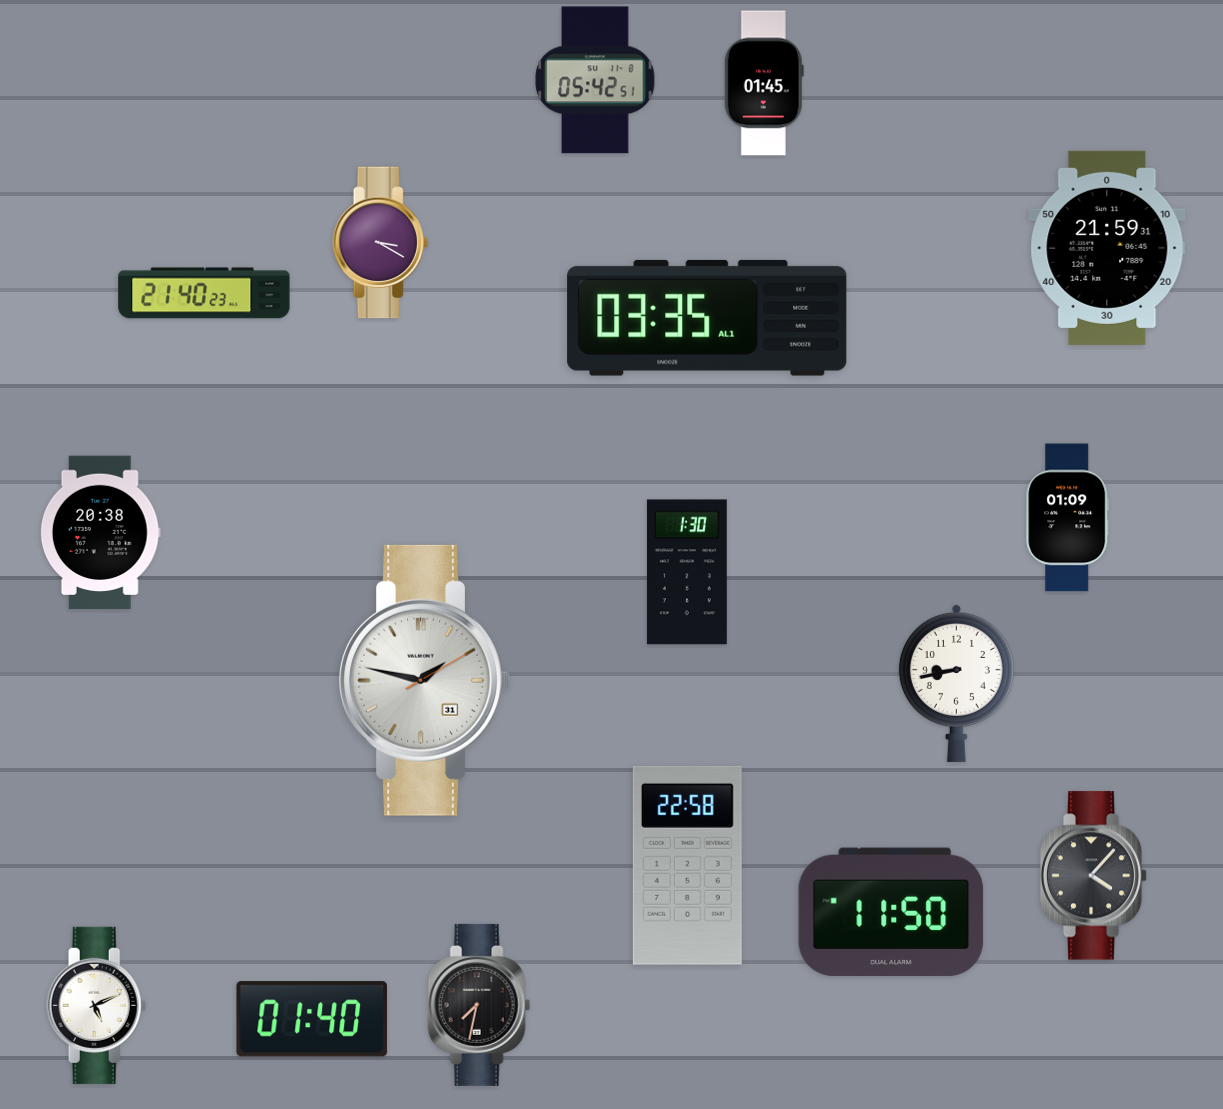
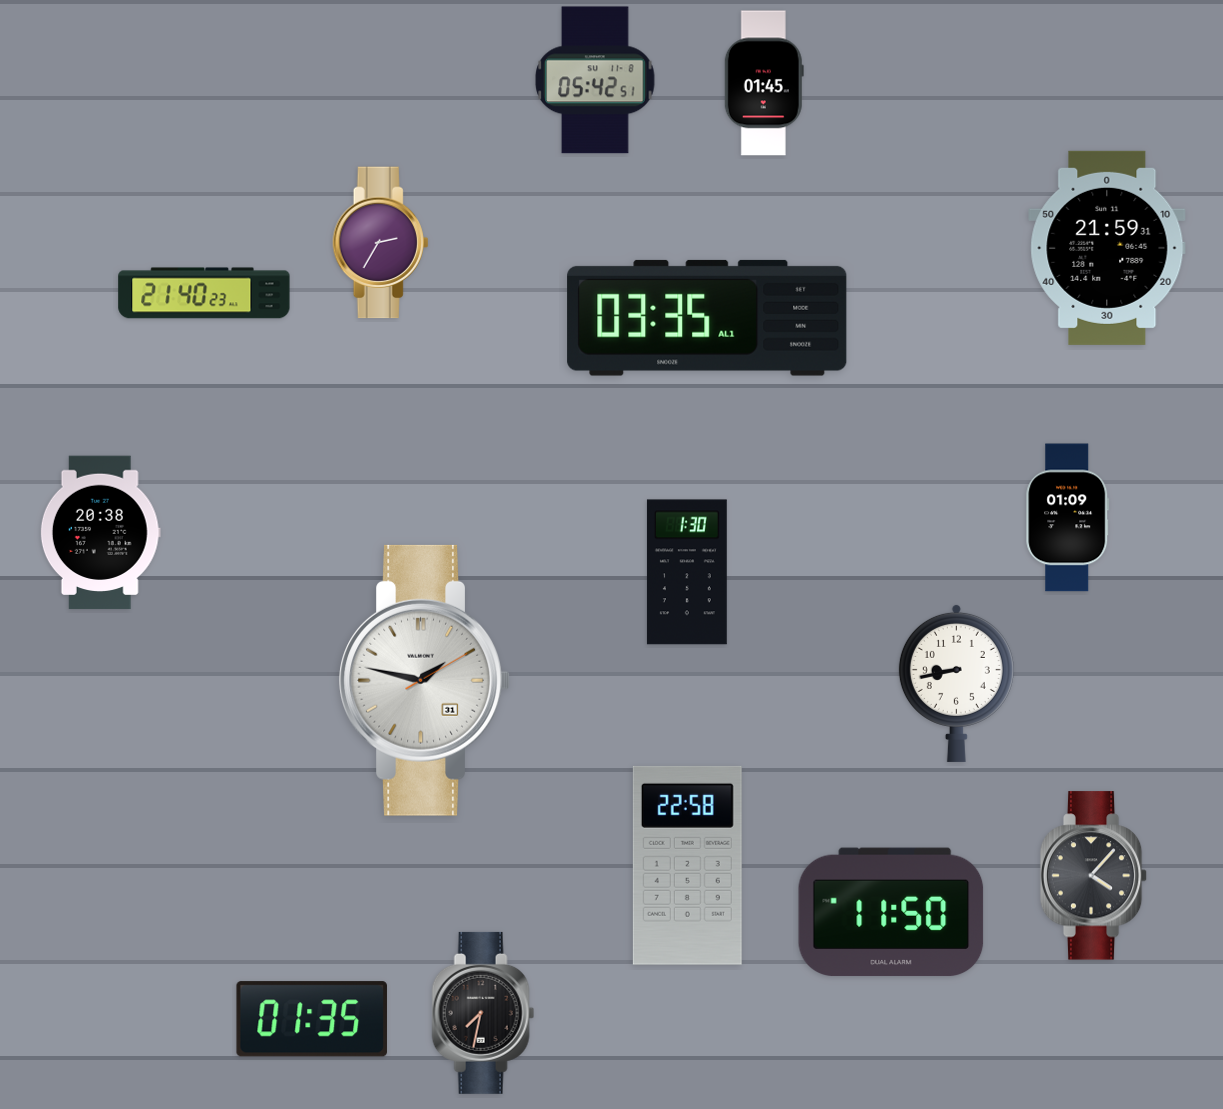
clock at (381, 243): 3:20 -> 2:35
clock at (97, 1005): 5:11 -> none
clock at (479, 1005) position: (479, 1005) -> (483, 1013)
clock at (312, 1019): 01:40 -> 01:35
